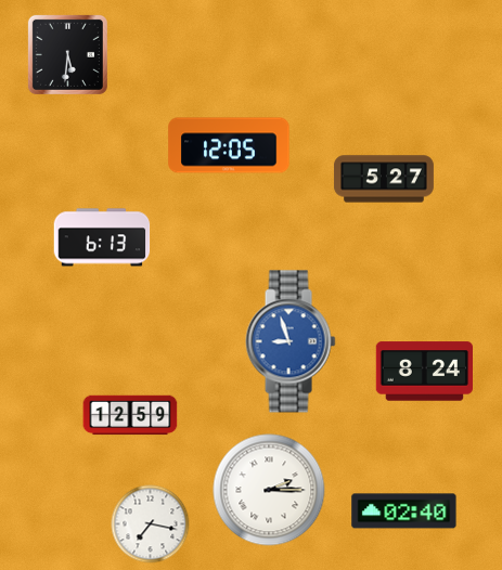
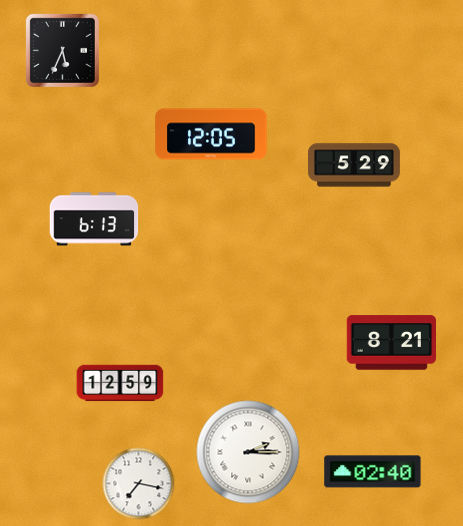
clock at (67, 54): 5:31 -> 5:34
clock at (384, 179): 5:27 -> 5:29
clock at (291, 341): 8:57 -> none
clock at (424, 372): 8:24 -> 8:21
